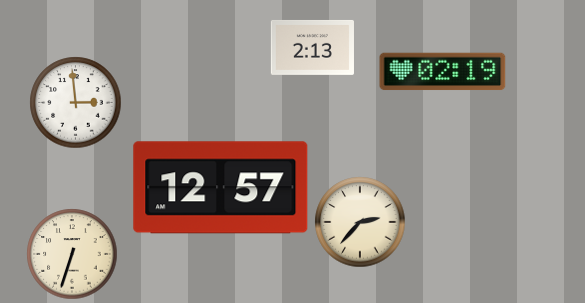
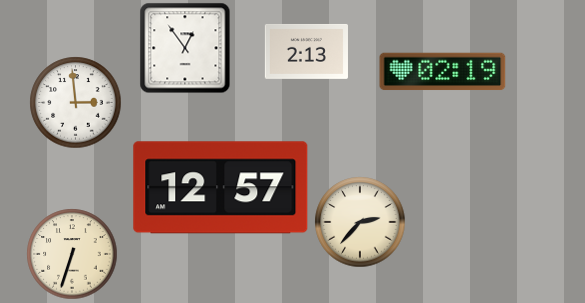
clock at (312, 47) position: (312, 47) -> (306, 51)
clock at (185, 48): none -> 12:54
